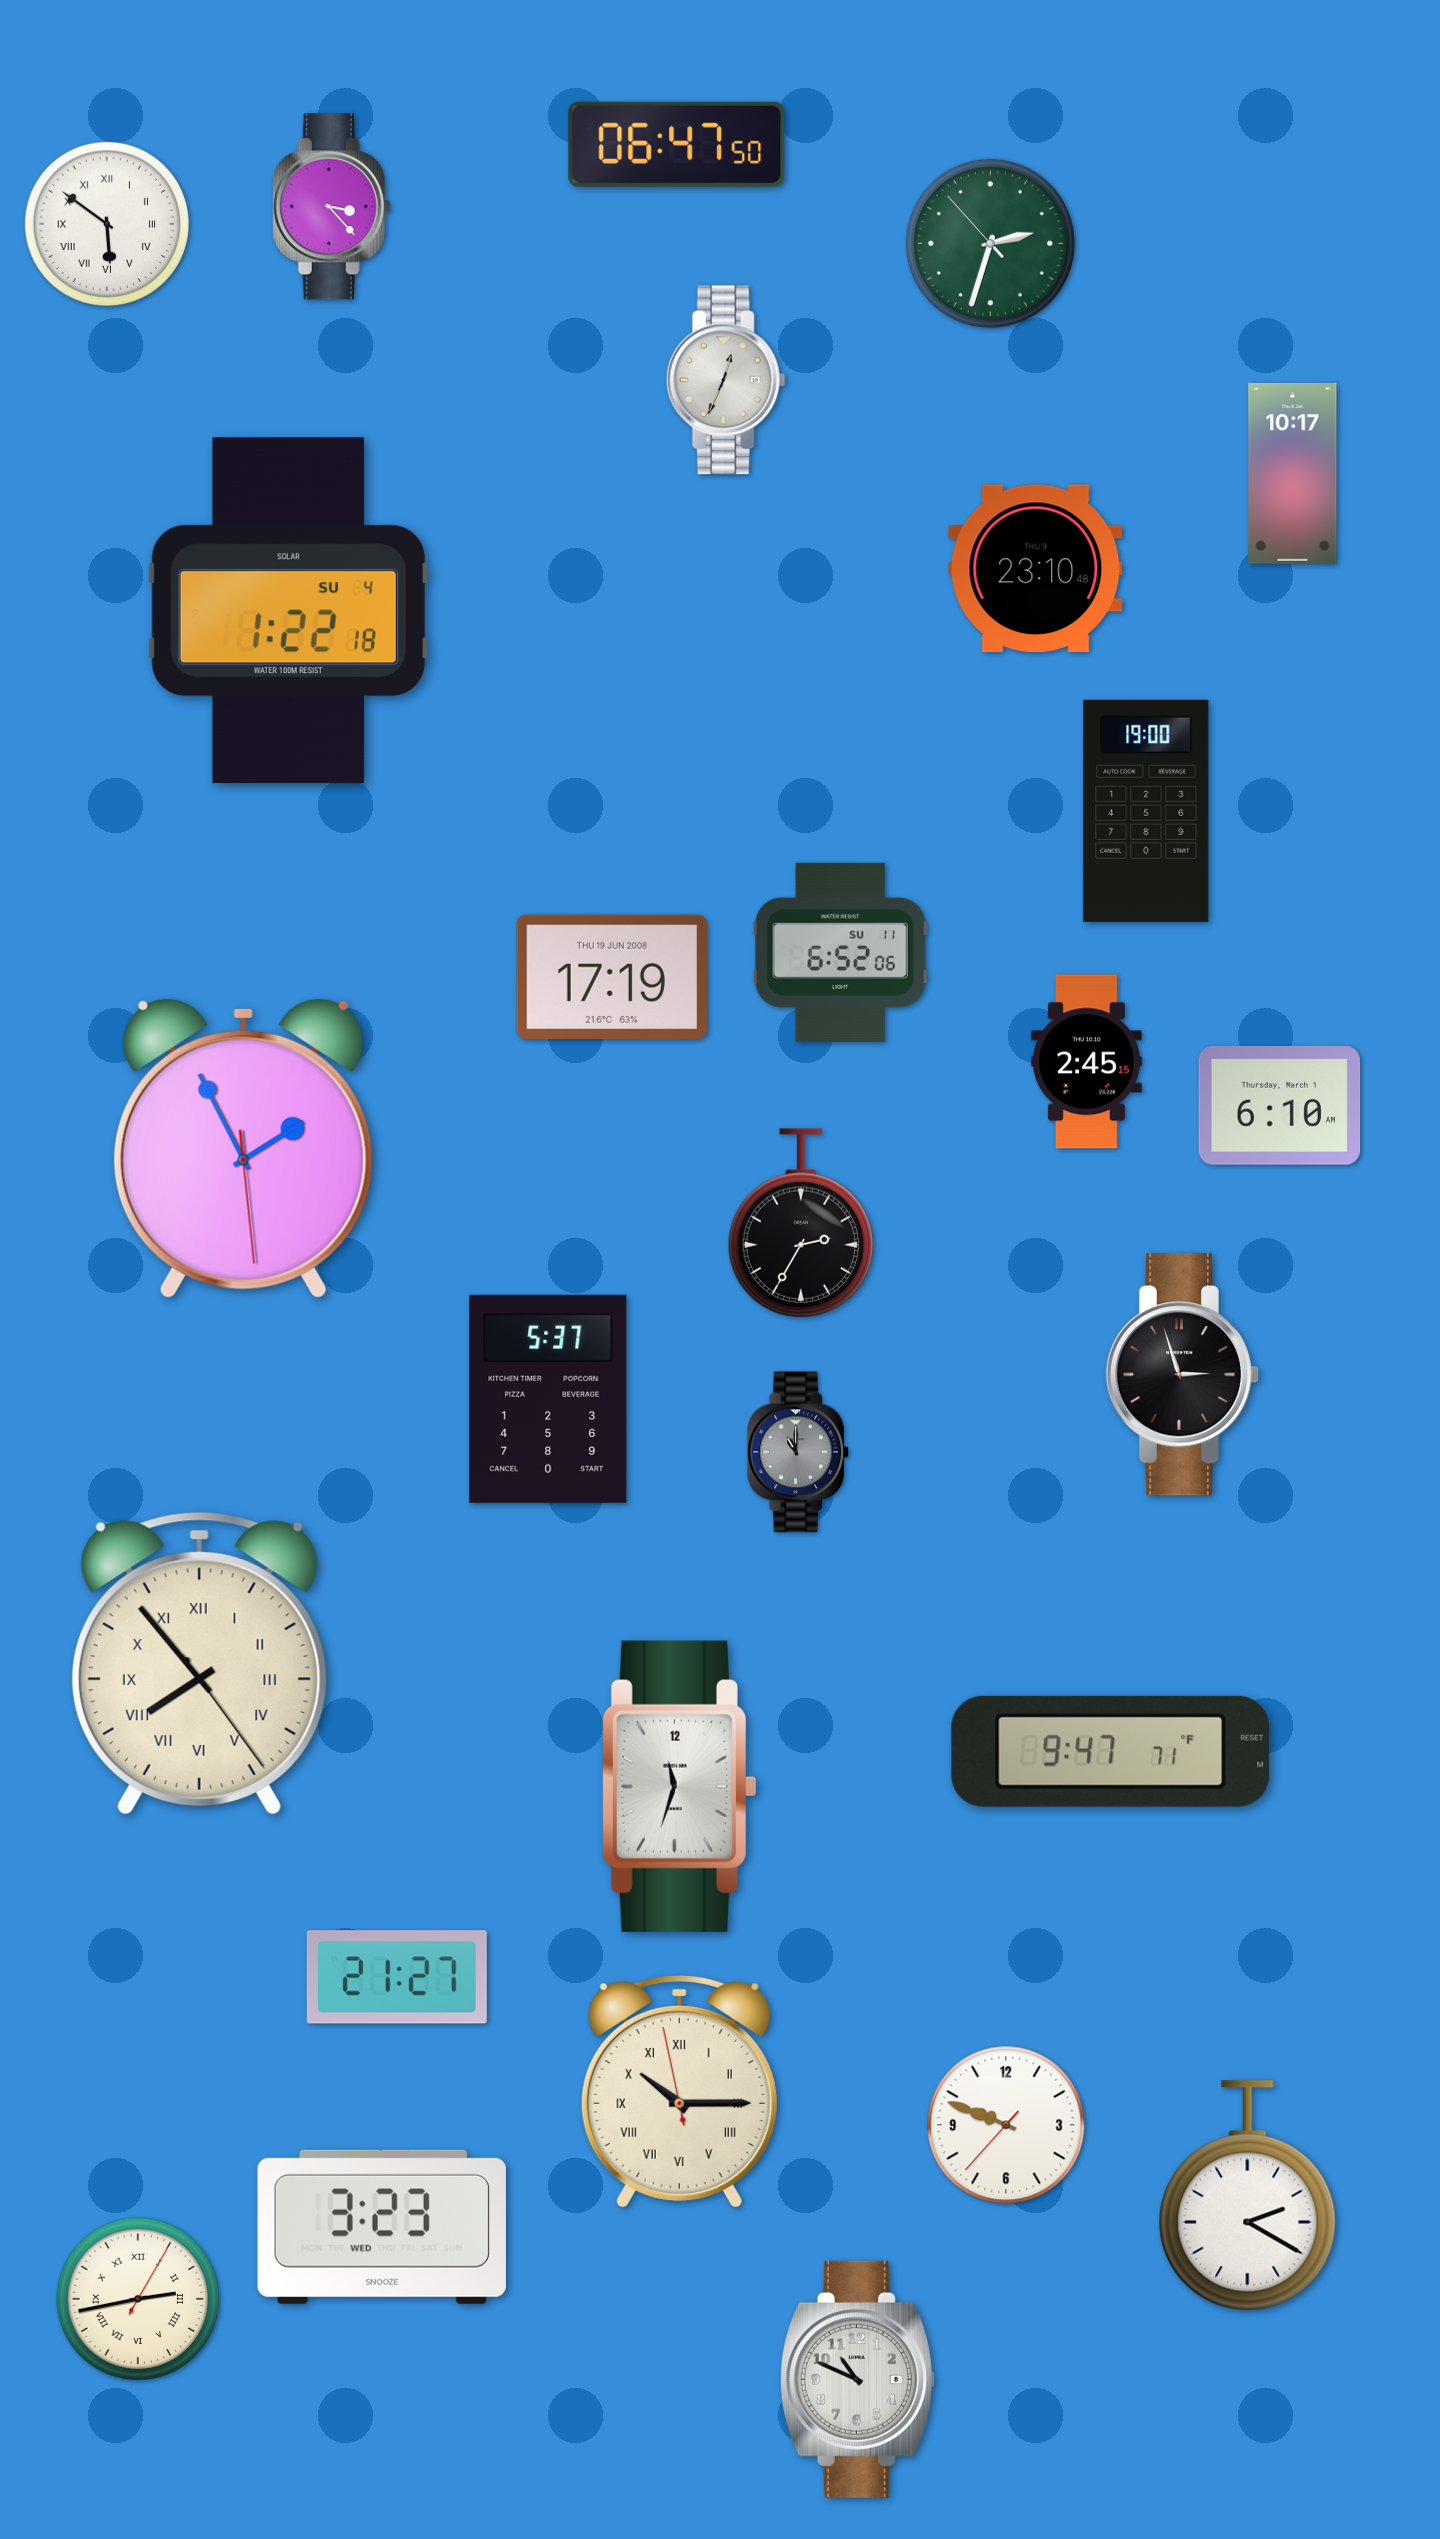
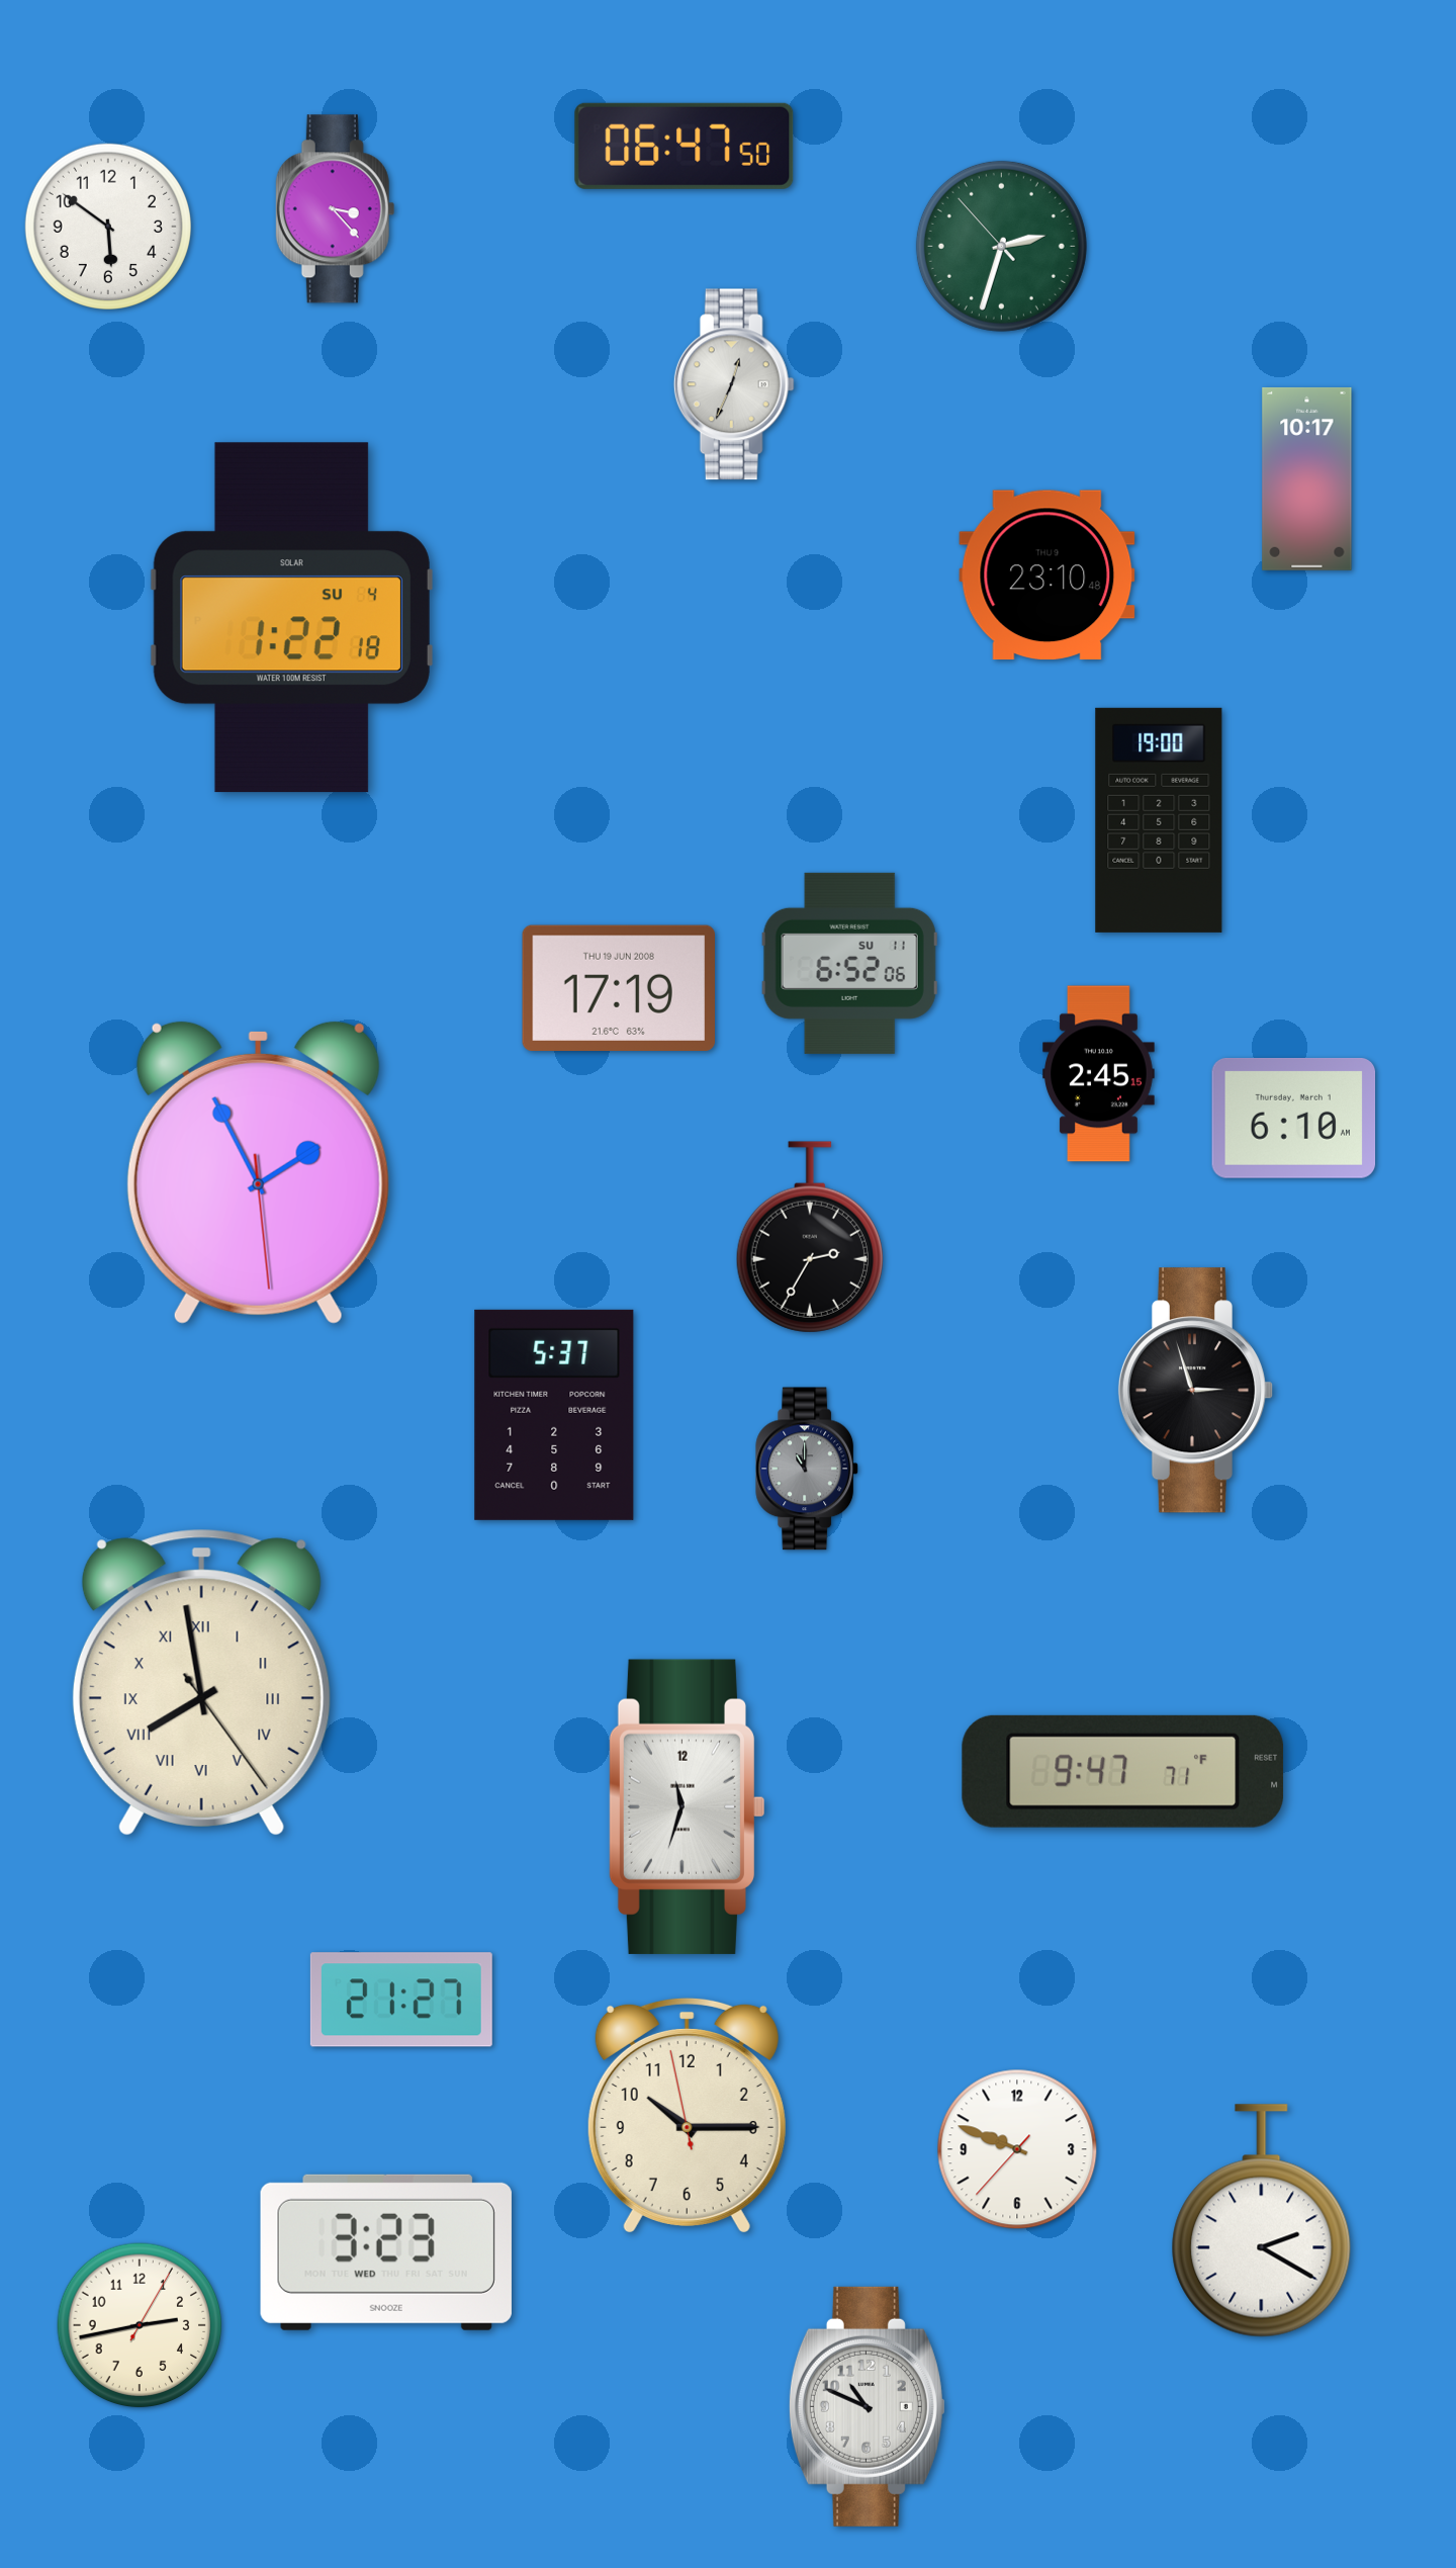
clock at (106, 223) numerals: Roman -> Arabic
clock at (243, 1148) position: (243, 1148) -> (258, 1172)
clock at (199, 1663): 7:53 -> 7:58
clock at (679, 2091) numerals: Roman -> Arabic
clock at (138, 2299) numerals: Roman -> Arabic
